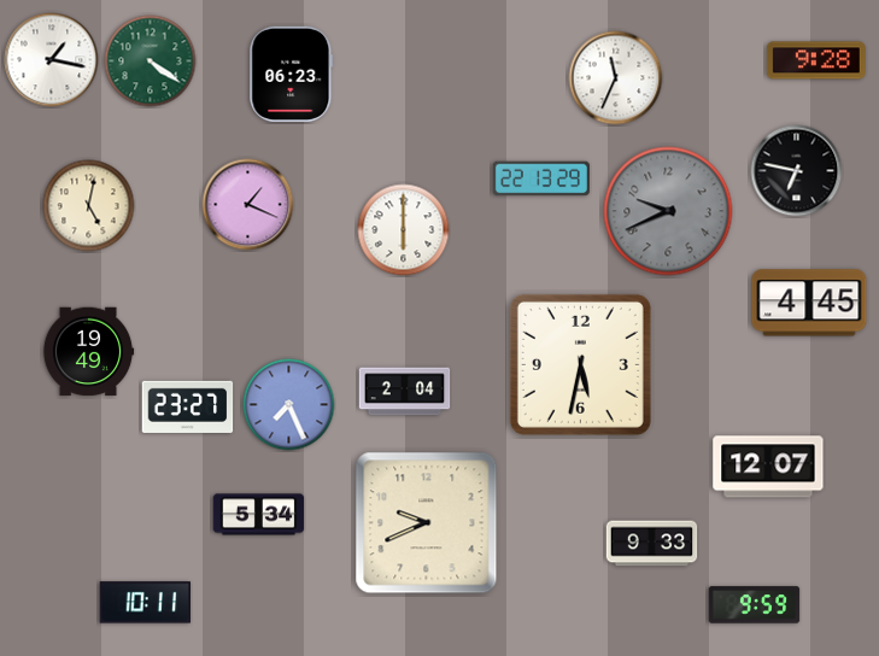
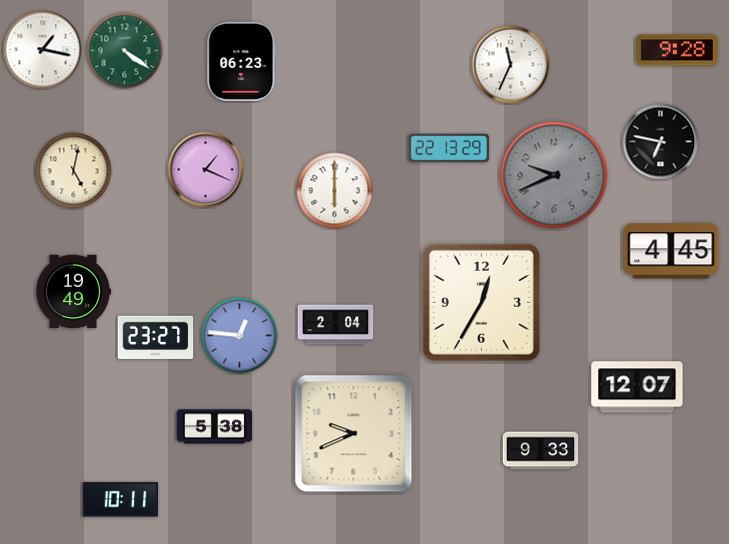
clock at (580, 364): 5:32 -> 12:35
clock at (289, 405): 7:26 -> 12:46
clock at (259, 515): 5:34 -> 5:38
clock at (755, 605): 9:59 -> none
